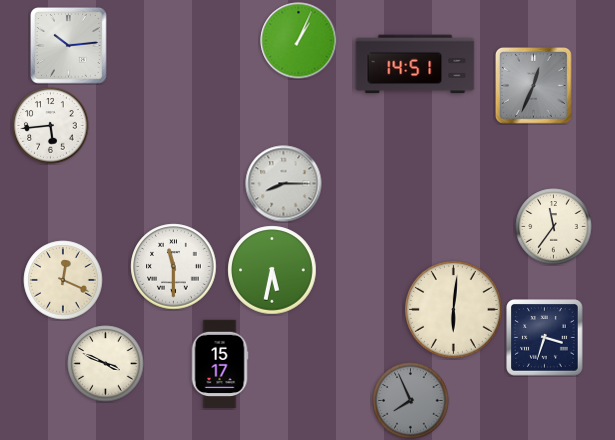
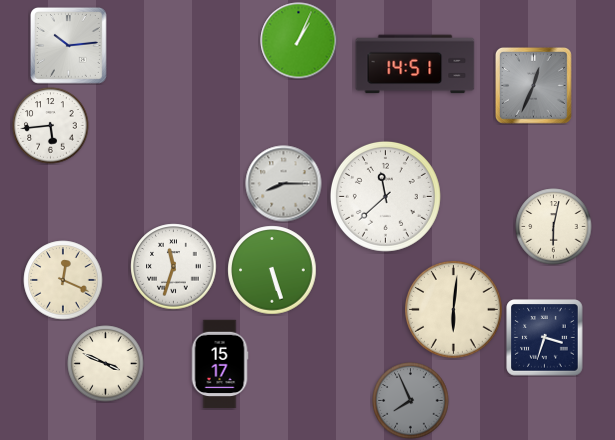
clock at (385, 196): none -> 11:38
clock at (554, 227): 11:36 -> 6:02
clock at (174, 267): 11:30 -> 11:33
clock at (272, 270): 5:32 -> 5:27
